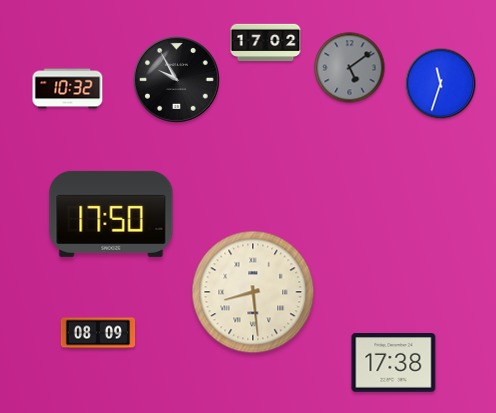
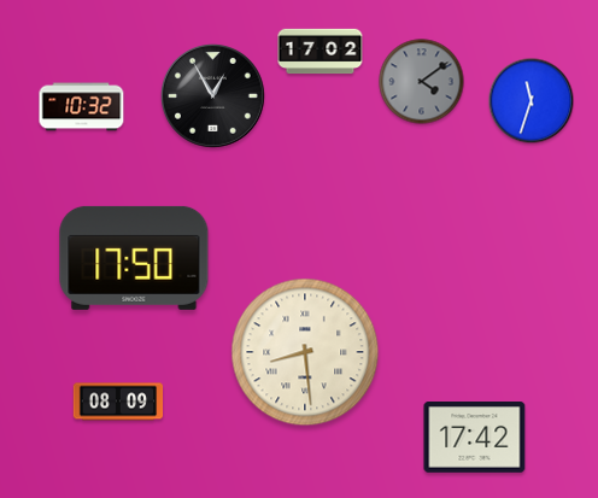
clock at (350, 68): 5:09 -> 4:09
clock at (177, 80): 9:55 -> 12:55
clock at (394, 363): 17:38 -> 17:42
